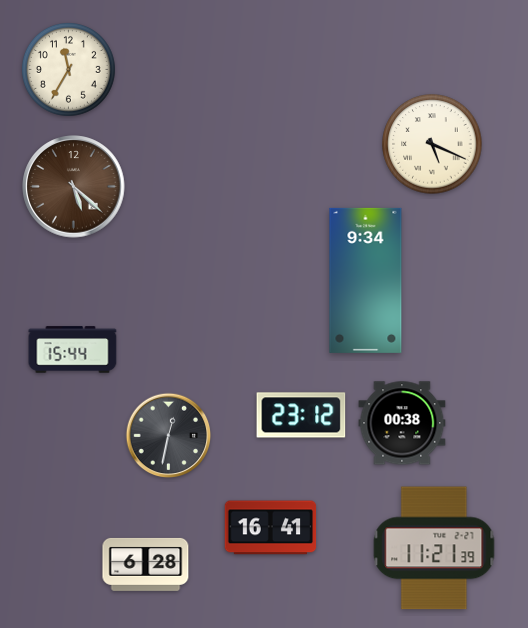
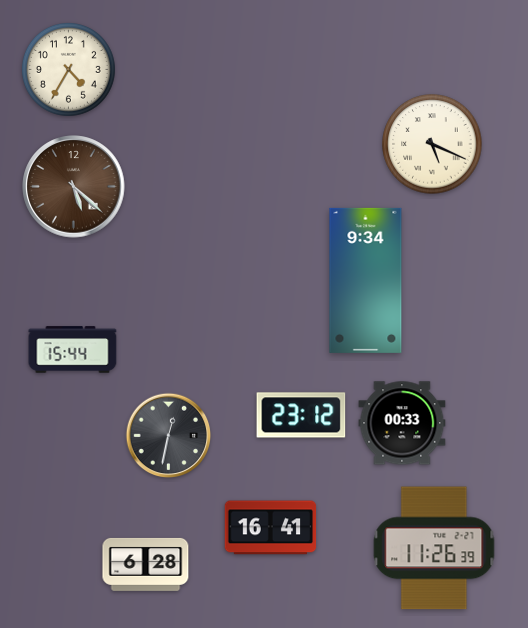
clock at (68, 69): 11:35 -> 4:35
clock at (402, 423): 00:38 -> 00:33
clock at (434, 548): 11:21 -> 11:26
